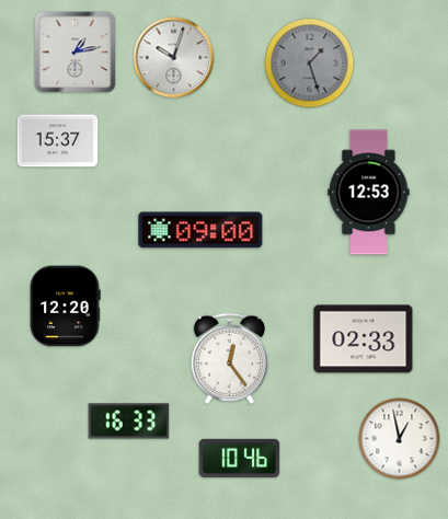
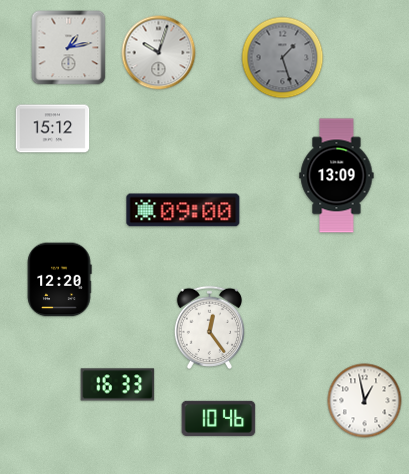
clock at (58, 141): 15:37 -> 15:12
clock at (369, 193): 12:53 -> 13:09
clock at (364, 339): 02:33 -> none
